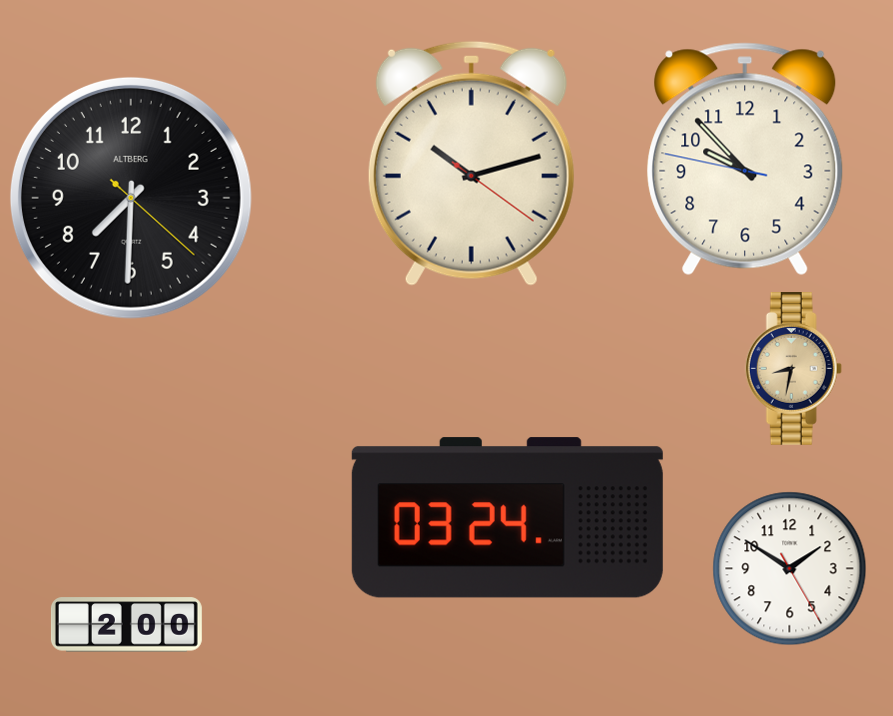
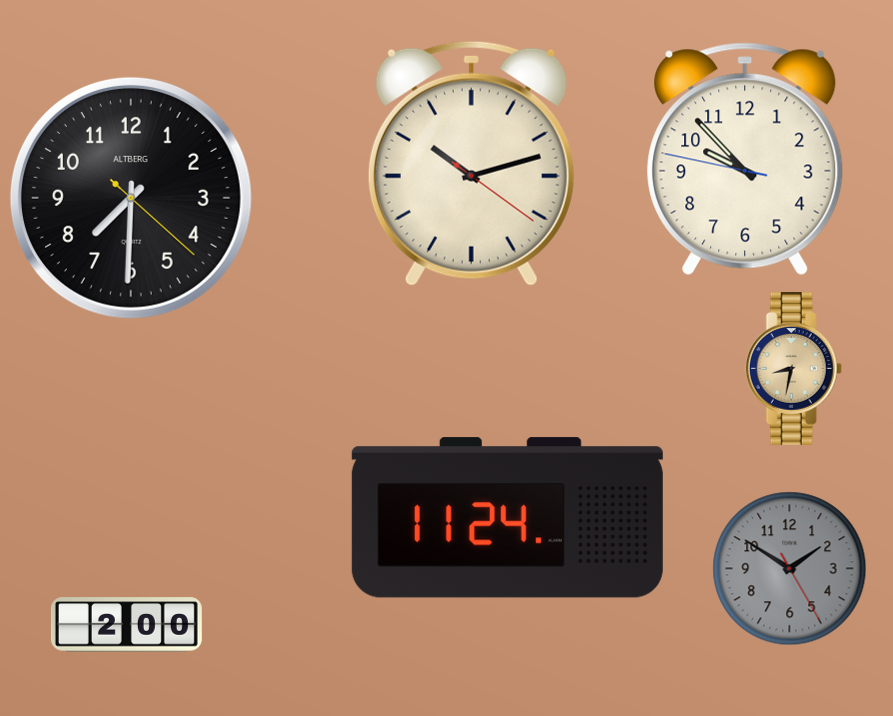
clock at (507, 518): 03:24 -> 11:24
clock at (790, 569) dial: white -> grey
